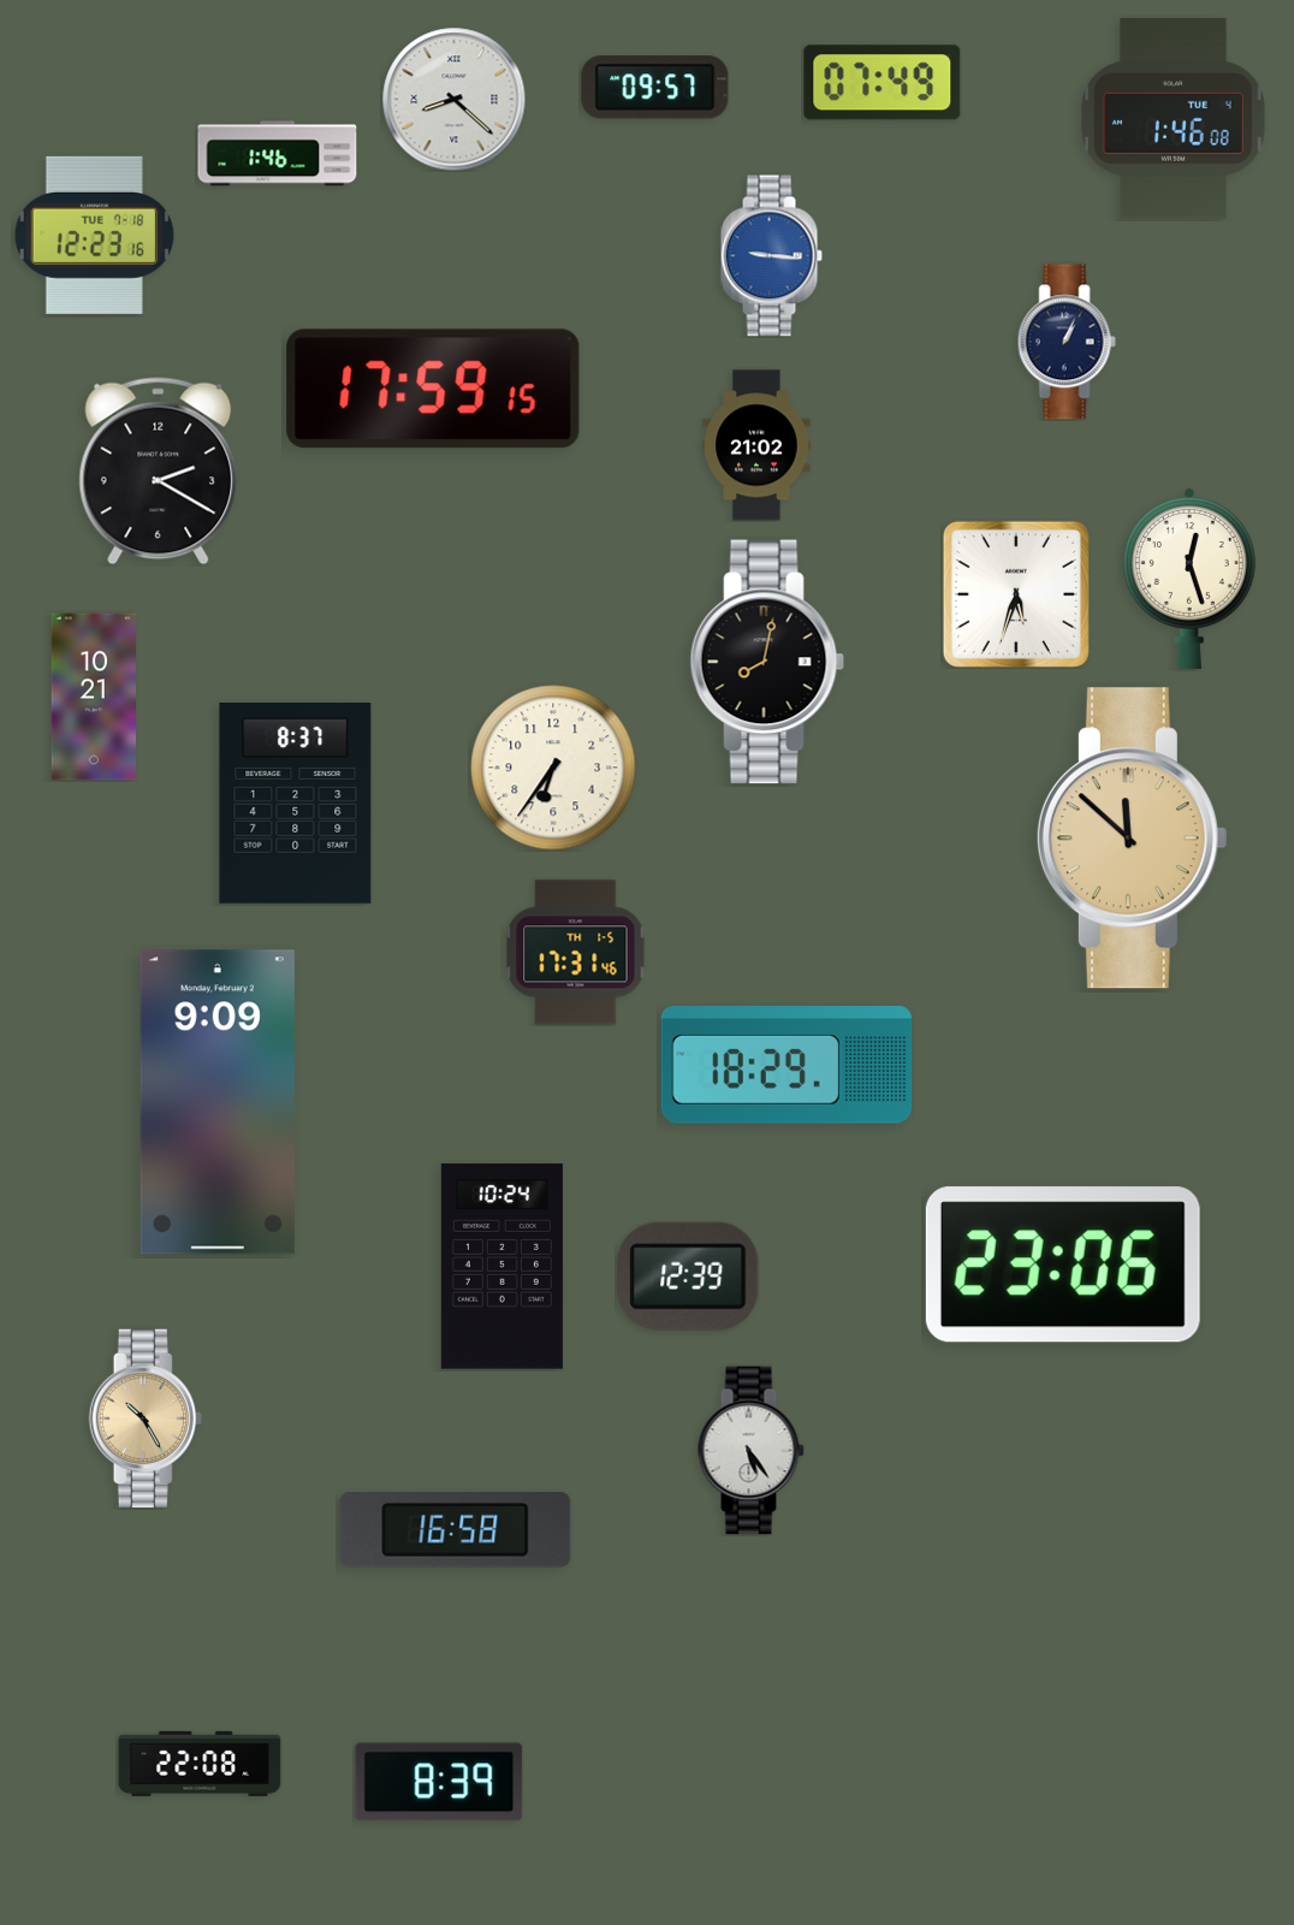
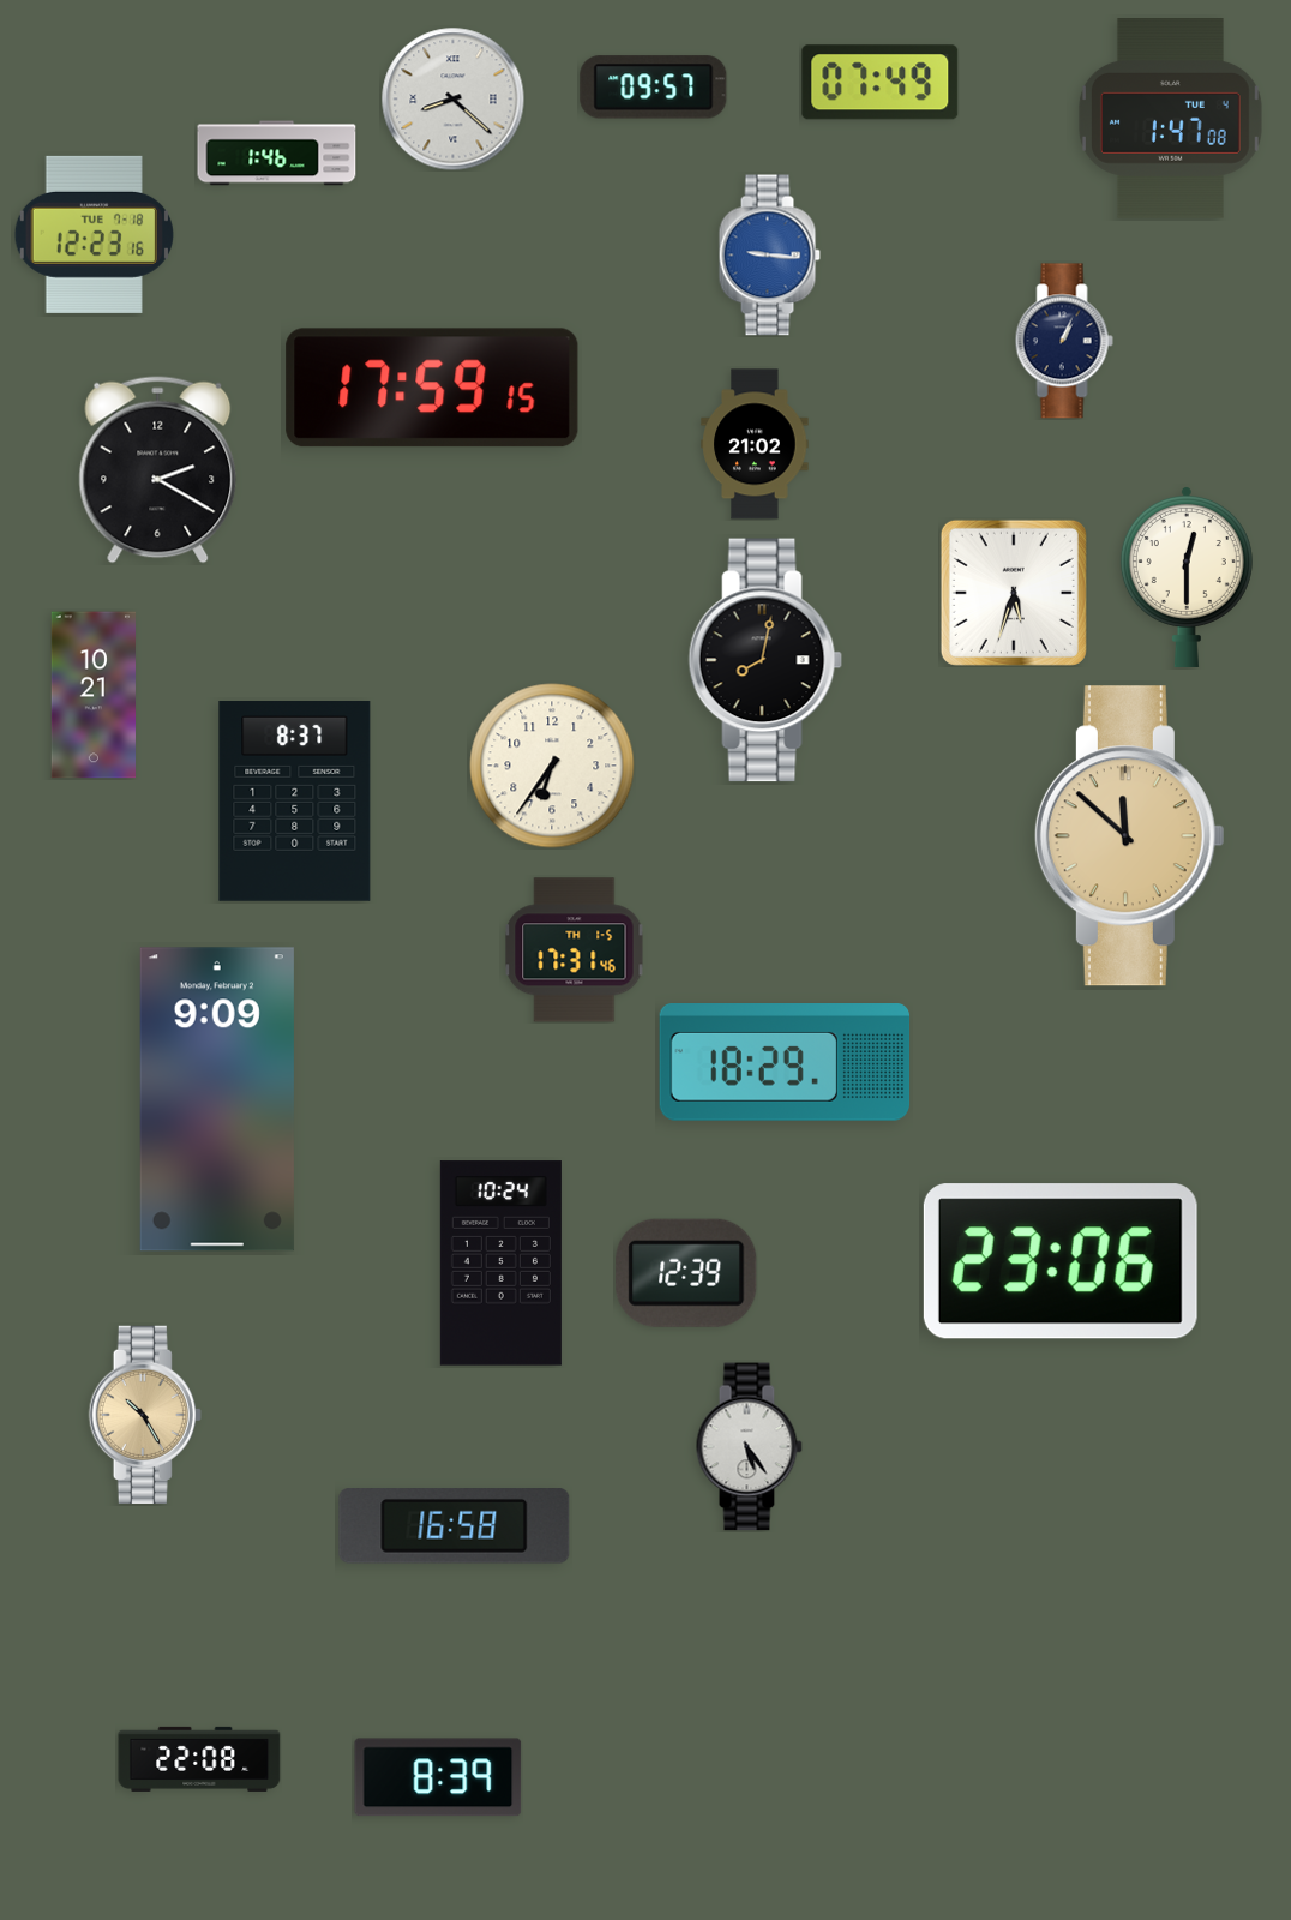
clock at (1173, 119): 1:46 -> 1:47
clock at (1189, 577): 12:27 -> 12:30
